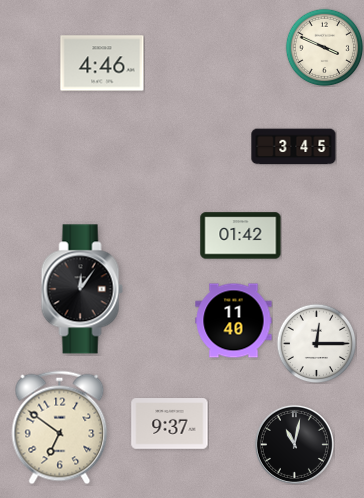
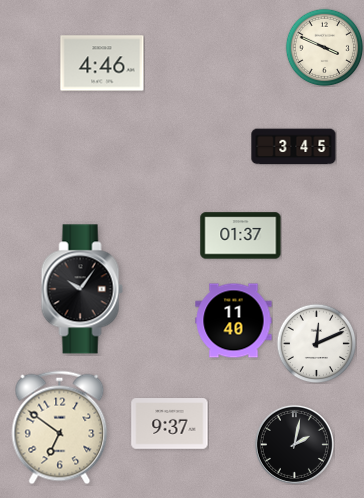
clock at (241, 236): 01:42 -> 01:37
clock at (82, 289): 12:06 -> 10:06
clock at (316, 343): 12:15 -> 12:11
clock at (294, 444): 11:02 -> 2:02
